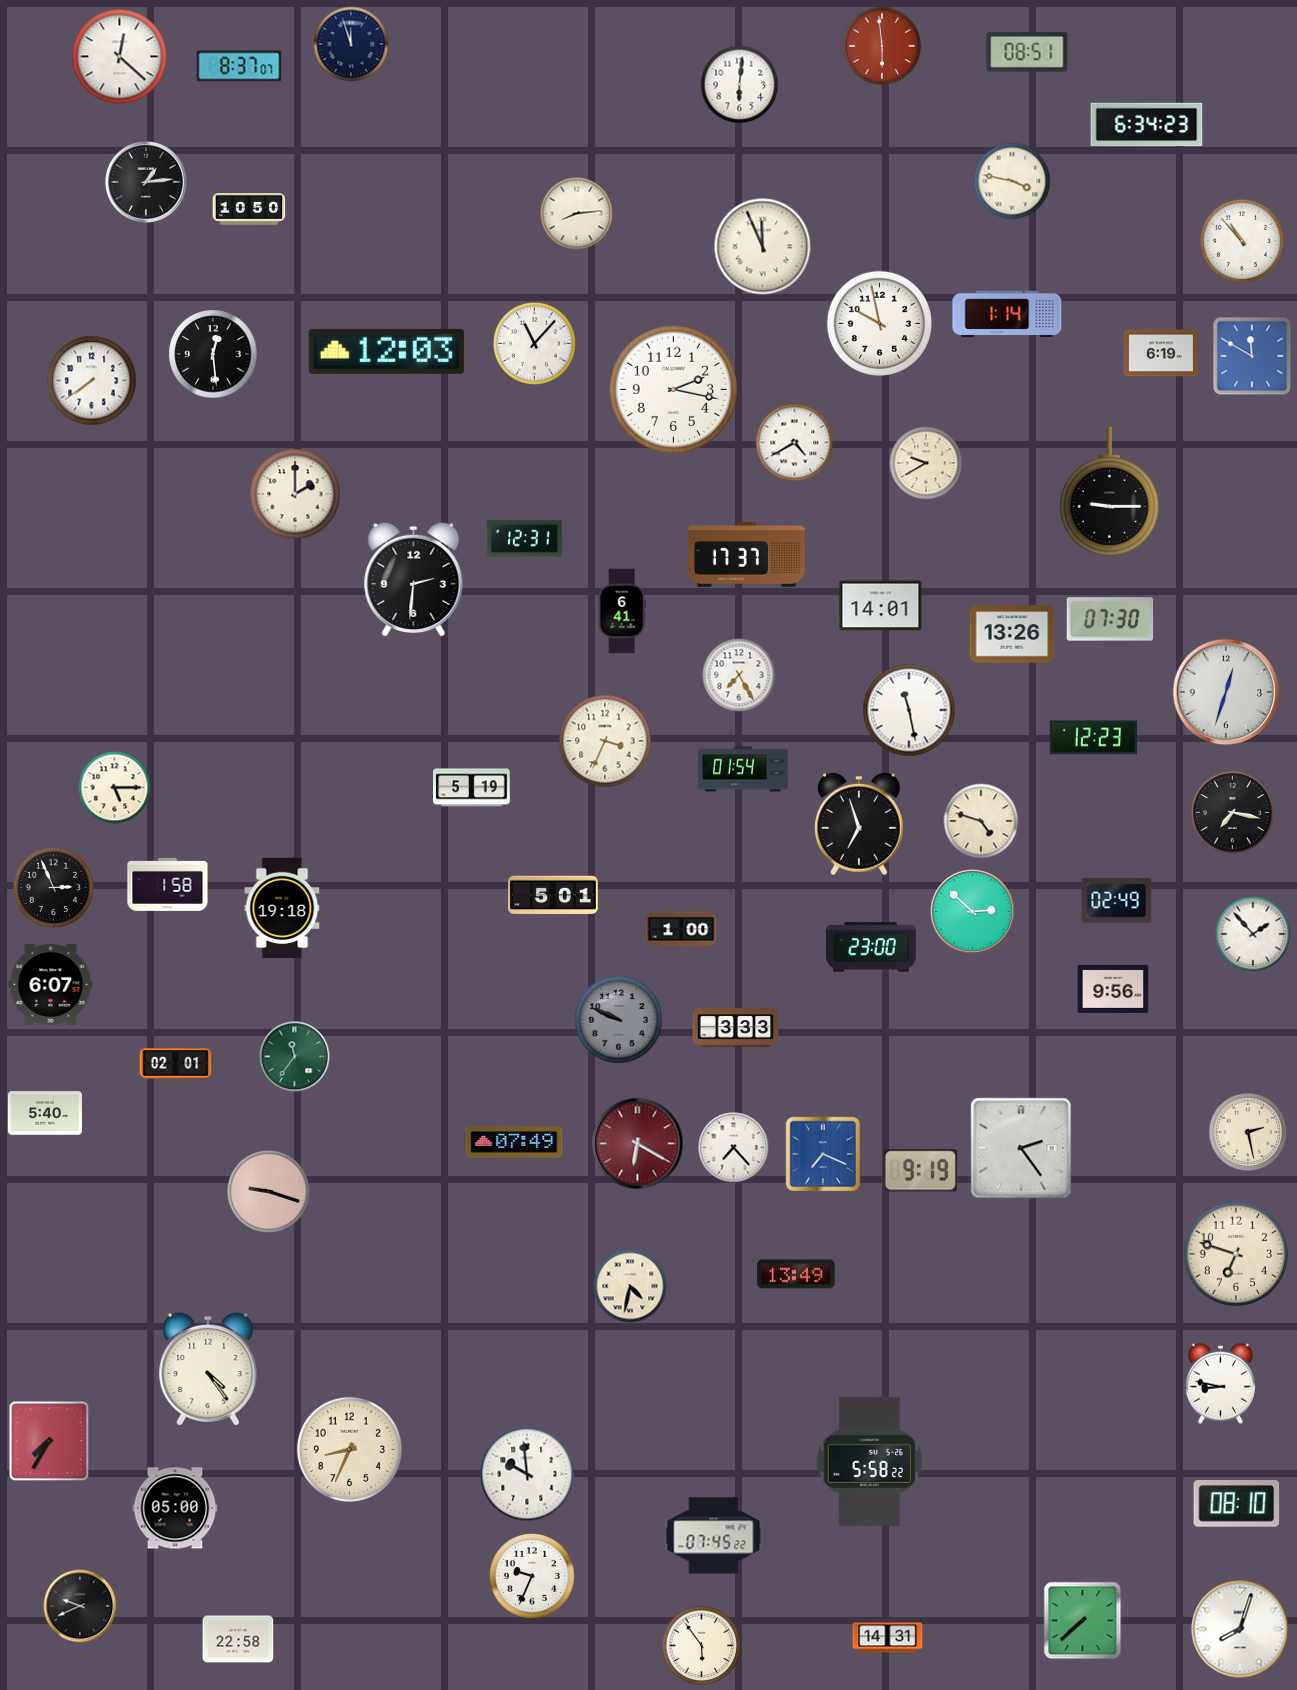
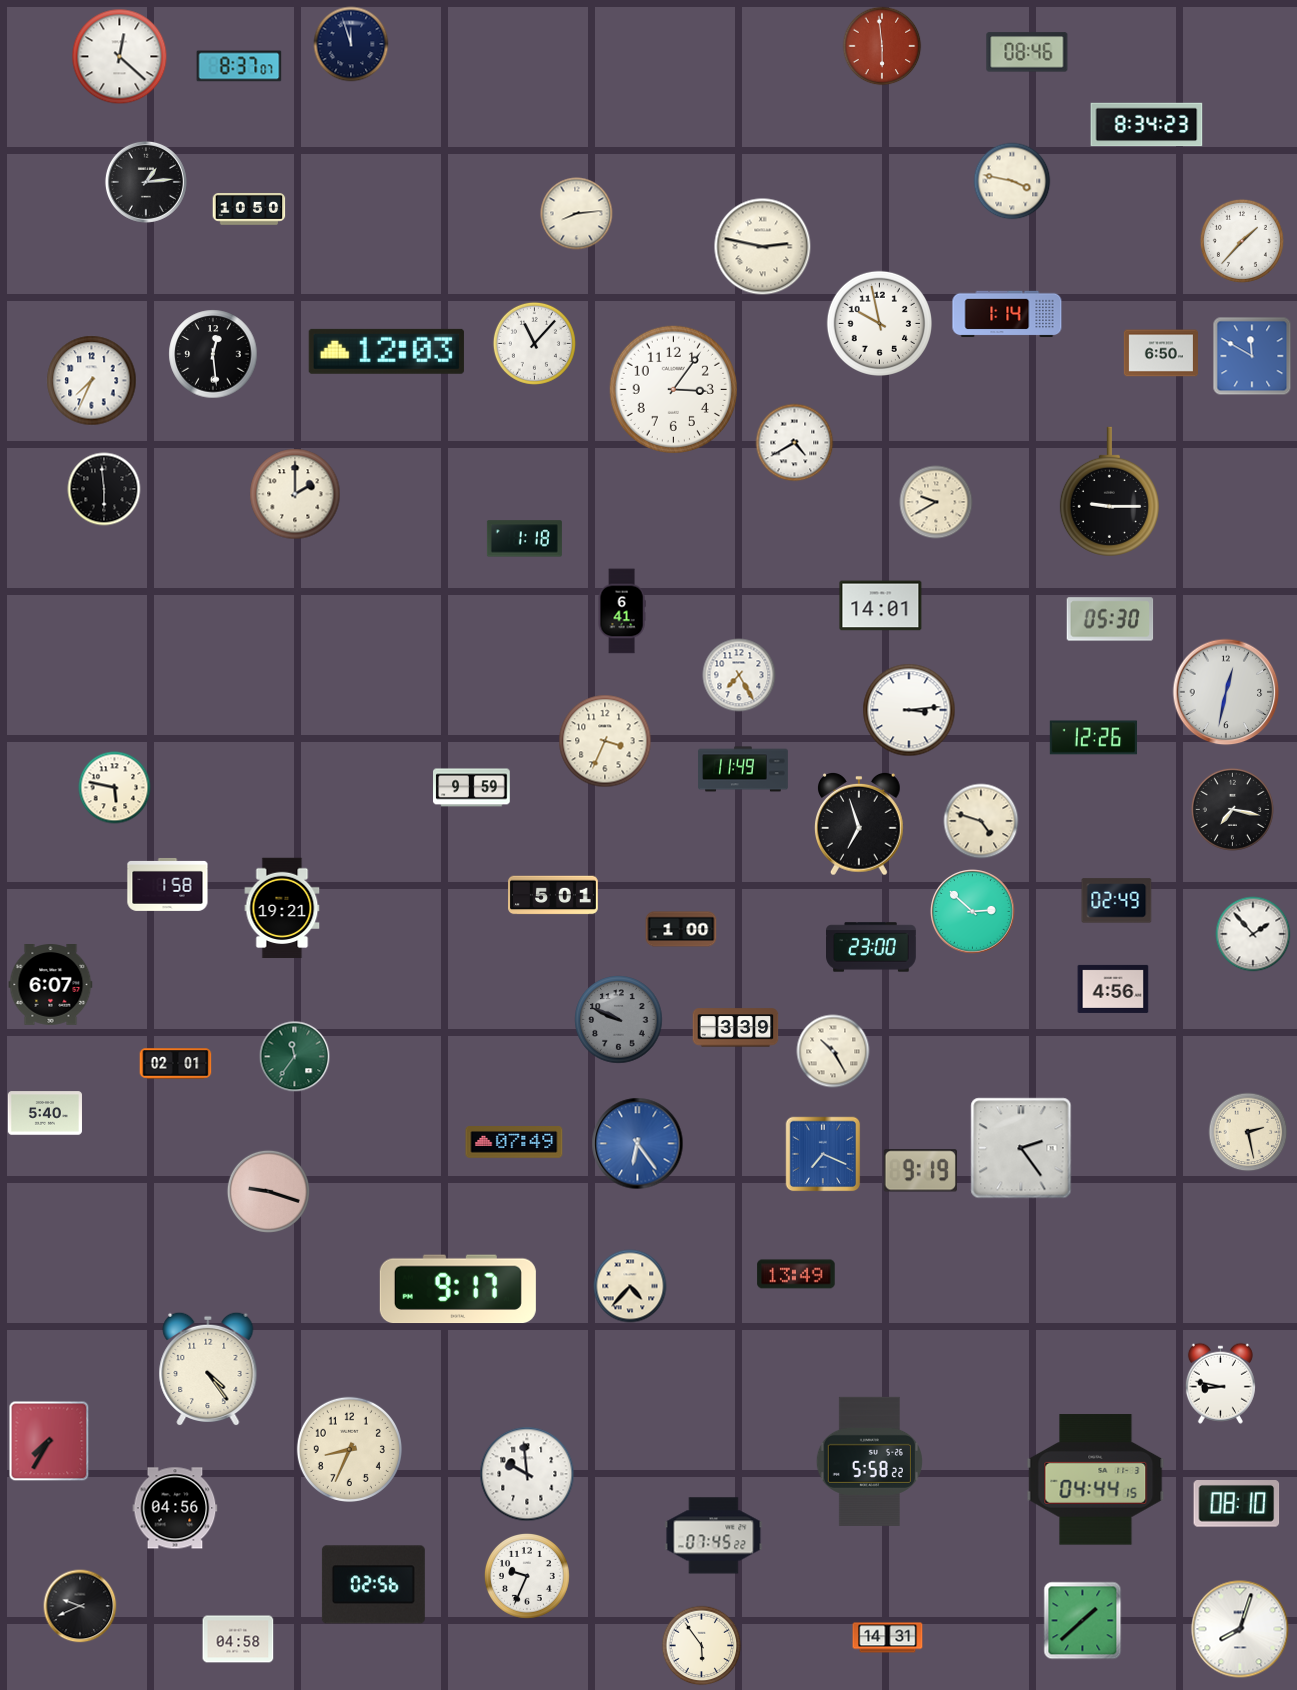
clock at (1027, 52): 08:51 -> 08:46
clock at (740, 85): 6:01 -> none
clock at (1147, 125): 6:34 -> 8:34
clock at (1242, 241): 10:53 -> 1:37
clock at (763, 247): 11:56 -> 2:47
clock at (1161, 353): 6:19 -> 6:50
clock at (92, 381): 7:39 -> 7:34
clock at (673, 389): 2:17 -> 3:06
clock at (926, 463) position: (926, 463) -> (936, 502)
clock at (104, 489): none -> 5:59
clock at (524, 539): 12:31 -> 1:18
clock at (746, 555): 17:37 -> none
clock at (414, 579): 2:31 -> none
clock at (1110, 619): 07:30 -> 05:30
clock at (1012, 634): 13:26 -> none
clock at (1226, 692): 12:33 -> 12:32
clock at (909, 710): 11:28 -> 3:14
clock at (1093, 738): 12:23 -> 12:26
clock at (743, 769): 01:54 -> 11:49
clock at (115, 788): 5:15 -> 5:47
clock at (472, 788): 5:19 -> 9:59
clock at (1232, 812) position: (1232, 812) -> (1232, 809)
clock at (54, 888): 2:56 -> none
clock at (282, 908): 19:18 -> 19:21
clock at (1113, 989): 9:56 -> 4:56
clock at (736, 1028): 3:33 -> 3:39
clock at (833, 1051): none -> 10:25
clock at (638, 1144): 6:20 -> 6:24
clock at (638, 1144) dial: burgundy -> blue
clock at (734, 1148): 7:23 -> none
clock at (1235, 1253): 6:48 -> none
clock at (630, 1286): 4:32 -> 4:37
clock at (458, 1289): none -> 9:17
clock at (1096, 1480): none -> 04:44
clock at (175, 1508): 05:00 -> 04:56
clock at (532, 1576) position: (532, 1576) -> (527, 1576)
clock at (373, 1585): none -> 02:56
clock at (1083, 1621): 7:38 -> 1:38
clock at (238, 1639): 22:58 -> 04:58
